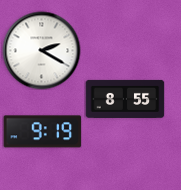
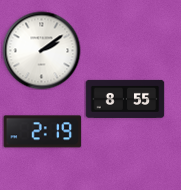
clock at (41, 50): 2:20 -> 2:09
clock at (42, 132): 9:19 -> 2:19
